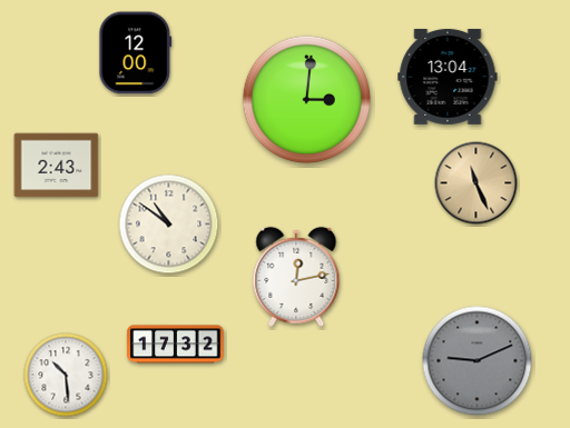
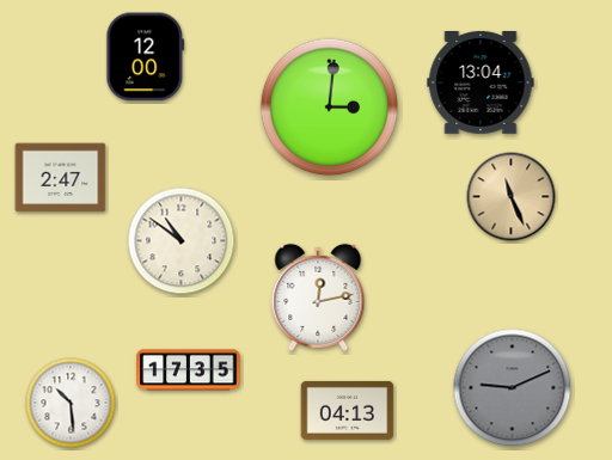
clock at (57, 166): 2:43 -> 2:47
clock at (176, 345): 17:32 -> 17:35
clock at (348, 410): none -> 04:13
